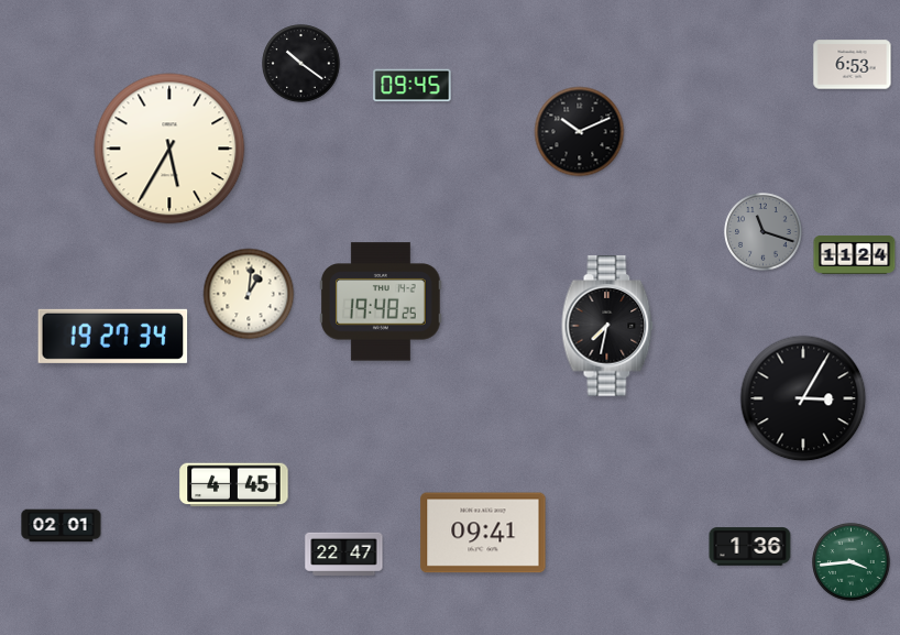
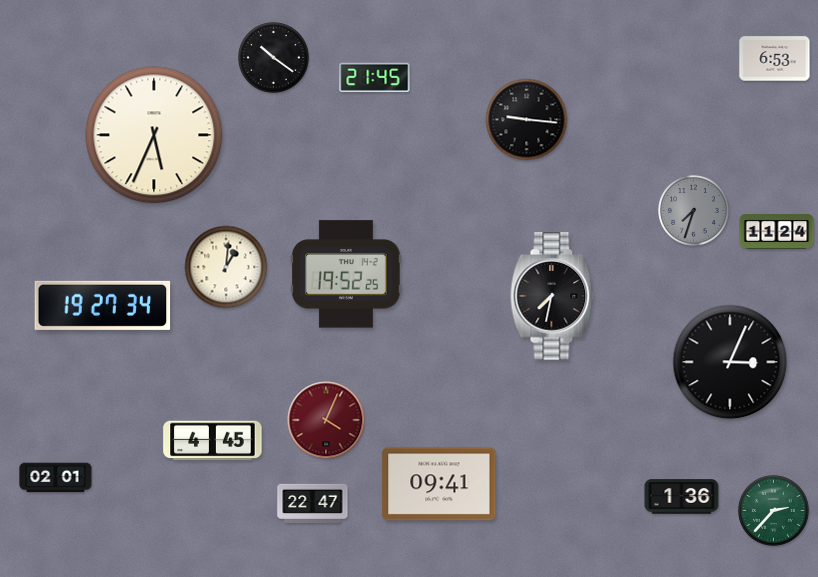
clock at (413, 86): 09:45 -> 21:45
clock at (580, 132): 10:11 -> 9:16
clock at (169, 149): 5:35 -> 5:34
clock at (764, 232): 11:18 -> 7:33
clock at (381, 302): 19:48 -> 19:52
clock at (803, 398): 3:05 -> 3:04
clock at (326, 420): none -> 4:04
clock at (852, 562): 3:44 -> 2:37
